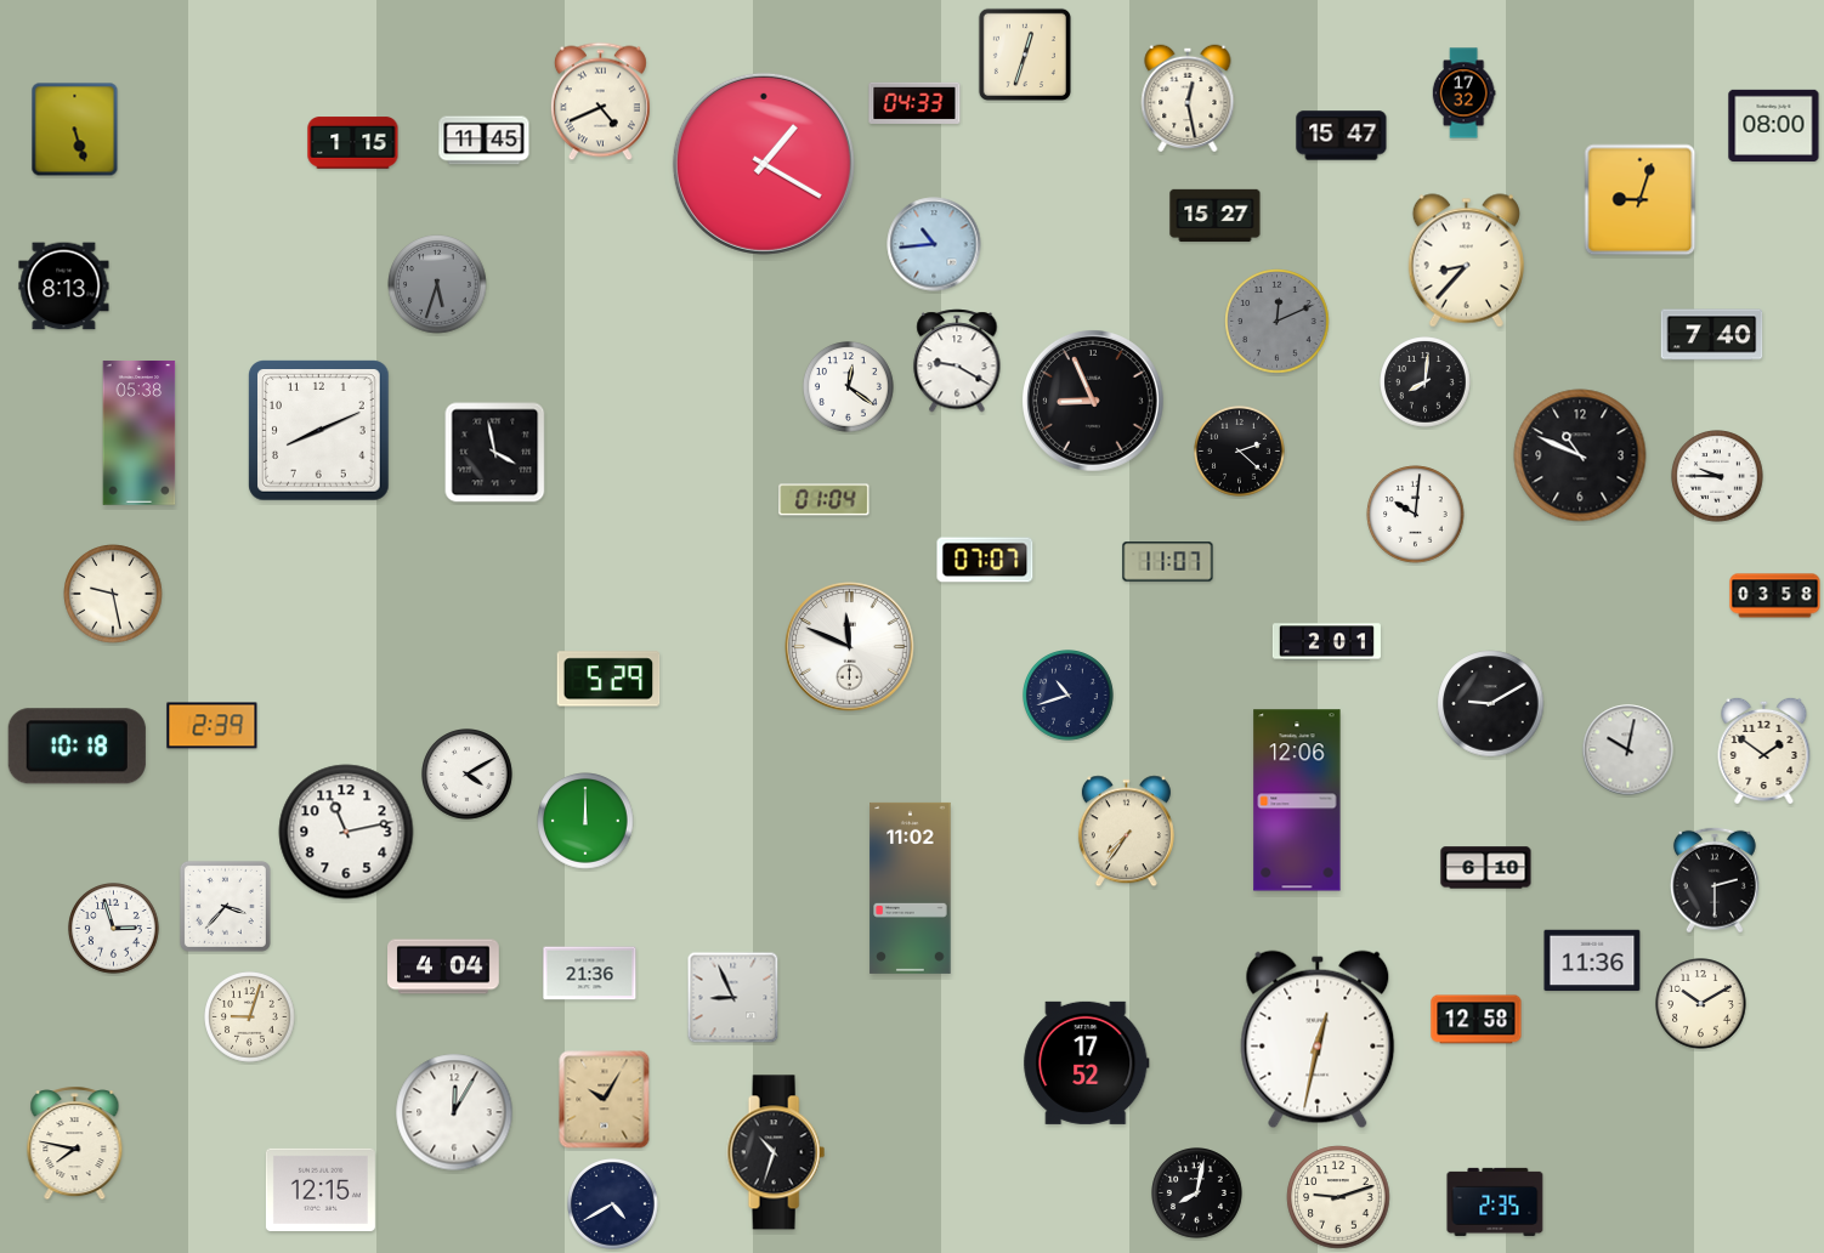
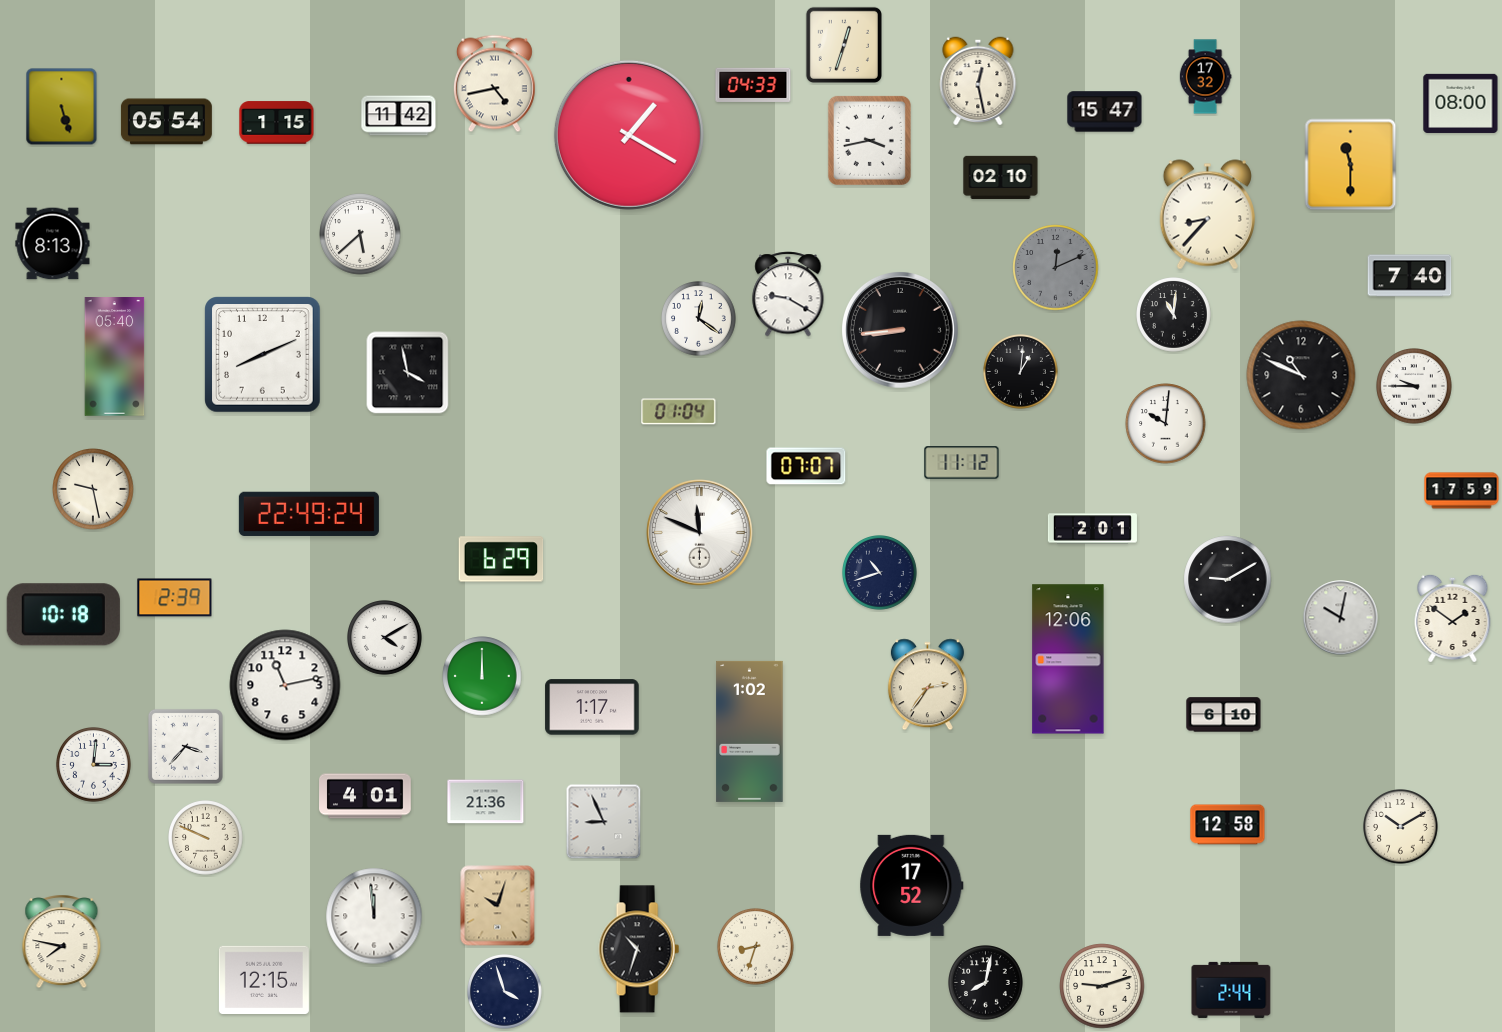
clock at (600, 102): 4:41 -> 4:43
clock at (485, 141): 11:45 -> 11:42
clock at (353, 143) position: (353, 143) -> (277, 123)
clock at (166, 122): none -> 05:54
clock at (869, 140): none -> 3:43
clock at (1641, 200): 9:03 -> 11:30
clock at (1216, 215): 15:27 -> 02:10
clock at (934, 244): 10:44 -> none
clock at (437, 284): 5:33 -> 5:38
clock at (437, 284) dial: grey -> white
clock at (64, 287) position: (64, 287) -> (53, 244)
clock at (1278, 322) position: (1278, 322) -> (1056, 268)
clock at (957, 361) position: (957, 361) -> (788, 294)
clock at (1426, 382): 8:01 -> 11:01
clock at (1094, 402): 8:56 -> 8:44
clock at (140, 433): 05:38 -> 05:40
clock at (1240, 452): 2:22 -> 1:01
clock at (1717, 476) position: (1717, 476) -> (1414, 386)
clock at (985, 560) position: (985, 560) -> (806, 466)
clock at (1168, 562): 11:07 -> 11:12
clock at (1775, 596): 03:58 -> 17:59
clock at (309, 513): none -> 22:49
clock at (608, 679): 5:29 -> 6:29
clock at (1126, 832): 7:36 -> 2:36
clock at (592, 707): none -> 1:17
clock at (1715, 880): 2:30 -> none
clock at (911, 888): 11:02 -> 1:02
clock at (114, 929): 2:57 -> 3:01
clock at (1592, 960): 11:36 -> none
clock at (444, 966): 4:04 -> 4:01
clock at (250, 1017): 9:03 -> 9:49
clock at (1477, 1020) position: (1477, 1020) -> (1228, 825)
clock at (1318, 1039): 12:32 -> none
clock at (1087, 1062) position: (1087, 1062) -> (912, 885)
clock at (605, 1100): 10:05 -> 10:03
clock at (454, 1112): 12:05 -> 11:59
clock at (756, 947): none -> 8:33
clock at (1495, 1202): 2:35 -> 2:44
clock at (613, 1204): 4:40 -> 3:57
